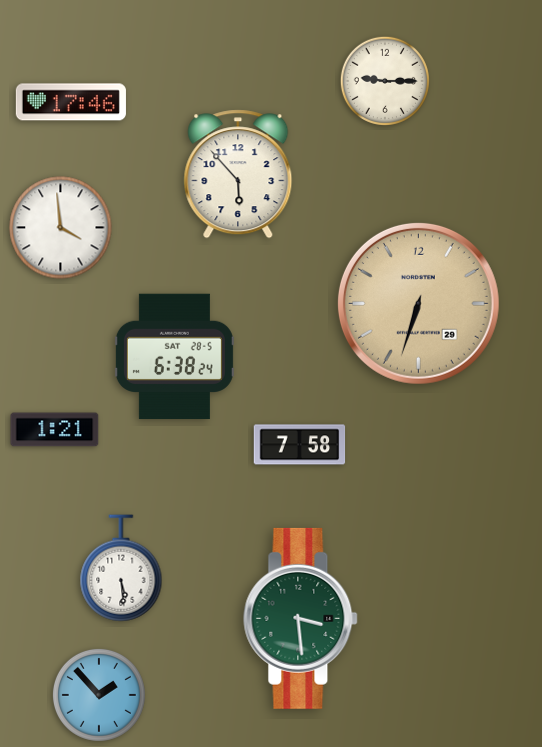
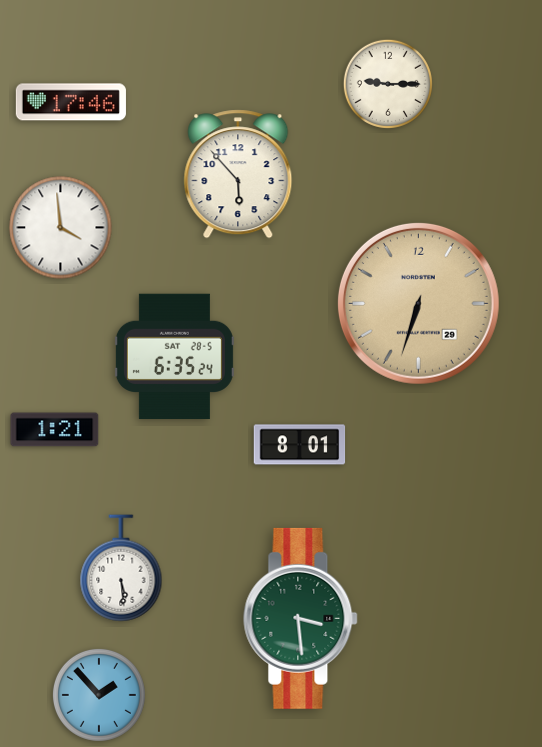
clock at (385, 81) position: (385, 81) -> (388, 84)
clock at (174, 357): 6:38 -> 6:35
clock at (300, 445): 7:58 -> 8:01
